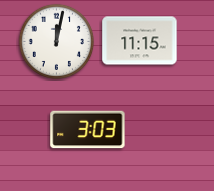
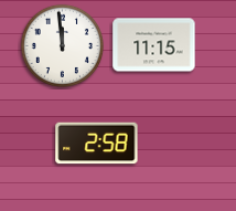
clock at (56, 41): 12:02 -> 11:59
clock at (88, 130): 3:03 -> 2:58
